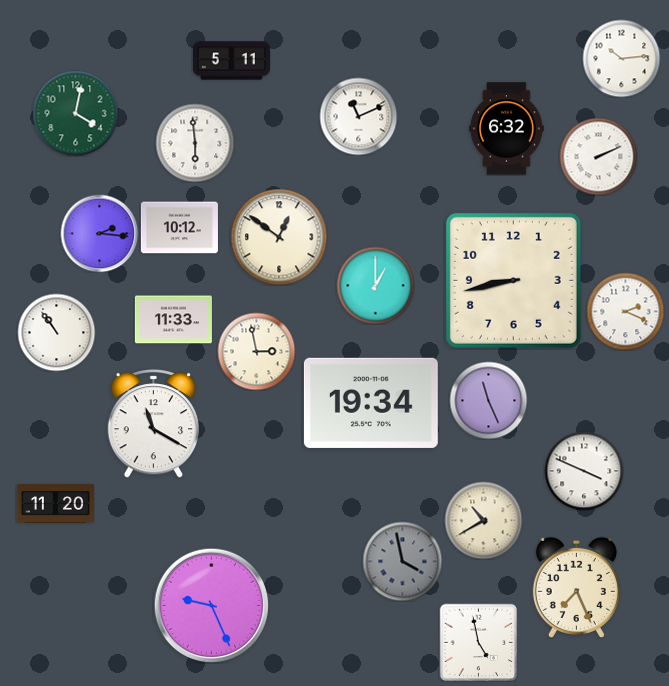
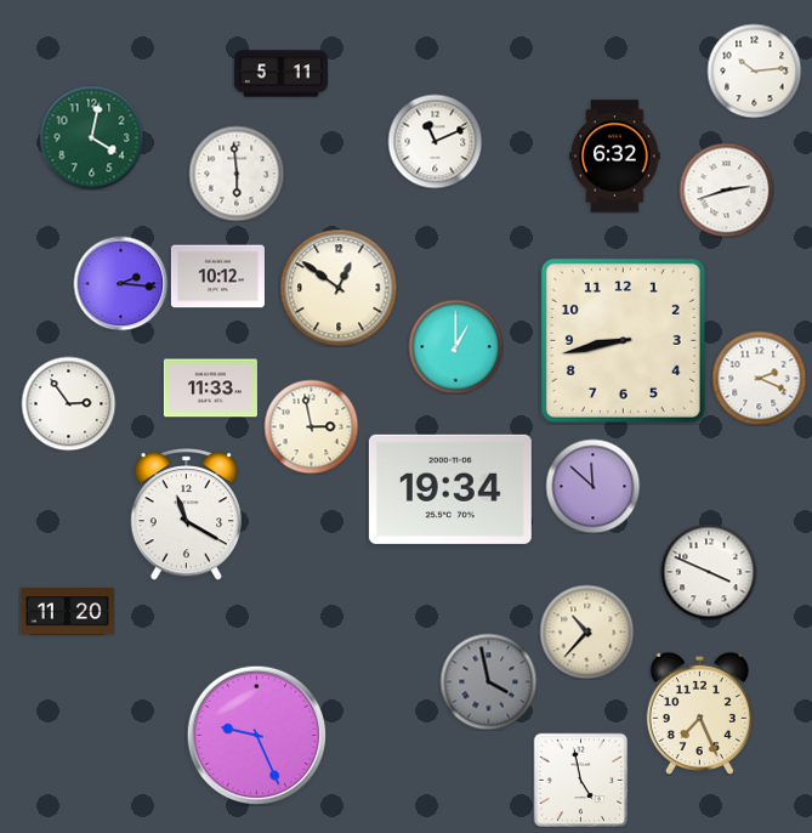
clock at (598, 156): 2:11 -> 2:42
clock at (56, 332): 10:54 -> 2:54
clock at (488, 400): 11:26 -> 11:52
clock at (483, 520): 10:40 -> 10:37
